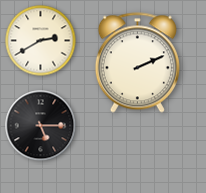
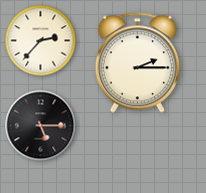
clock at (41, 41): 2:40 -> 2:37
clock at (137, 63): 2:11 -> 2:15
